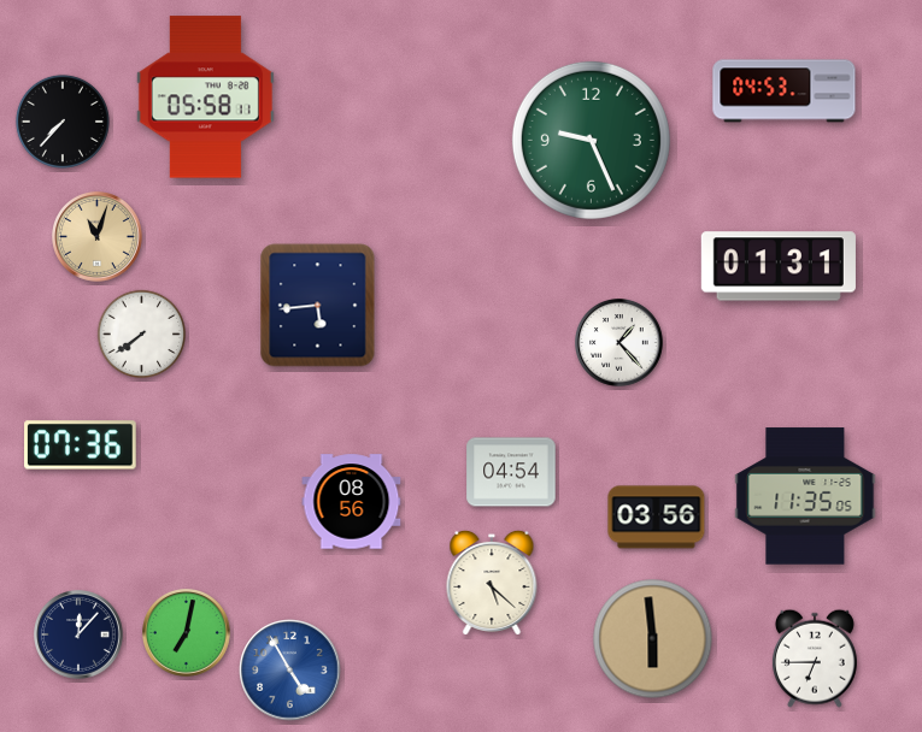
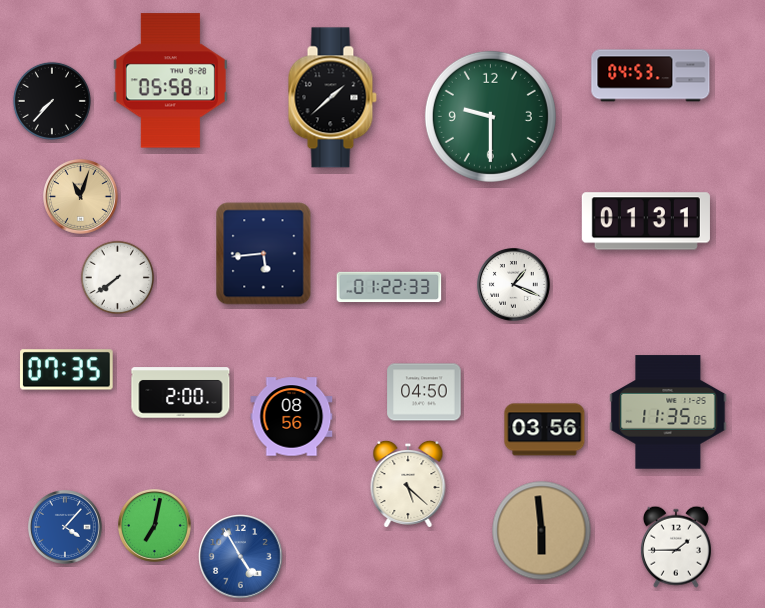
clock at (332, 98): none -> 1:38
clock at (591, 140): 9:26 -> 9:30
clock at (619, 343): 1:23 -> 1:19
clock at (389, 287): none -> 01:22
clock at (81, 445): 07:36 -> 07:35
clock at (511, 472): 04:54 -> 04:50
clock at (181, 393): none -> 2:00
clock at (80, 636): 12:07 -> 4:07
clock at (80, 636) dial: navy -> blue
clock at (815, 659): 6:45 -> 1:45
